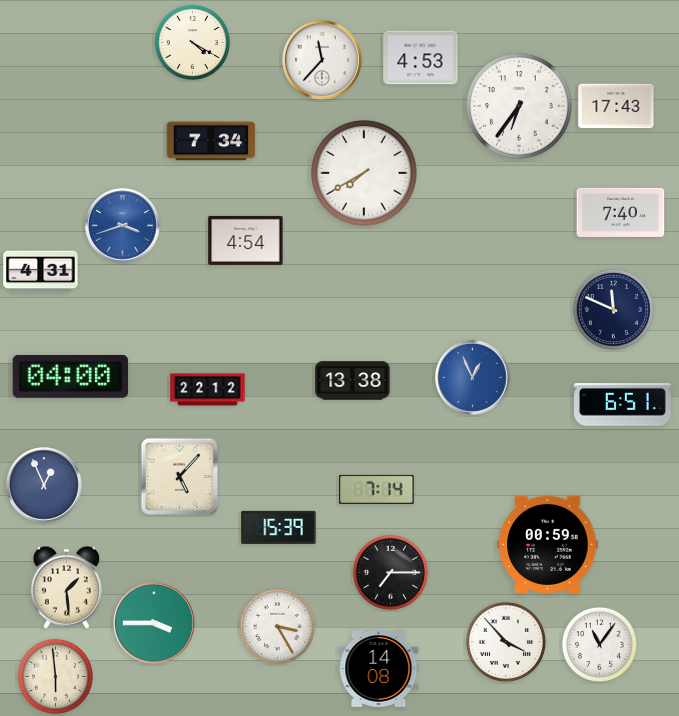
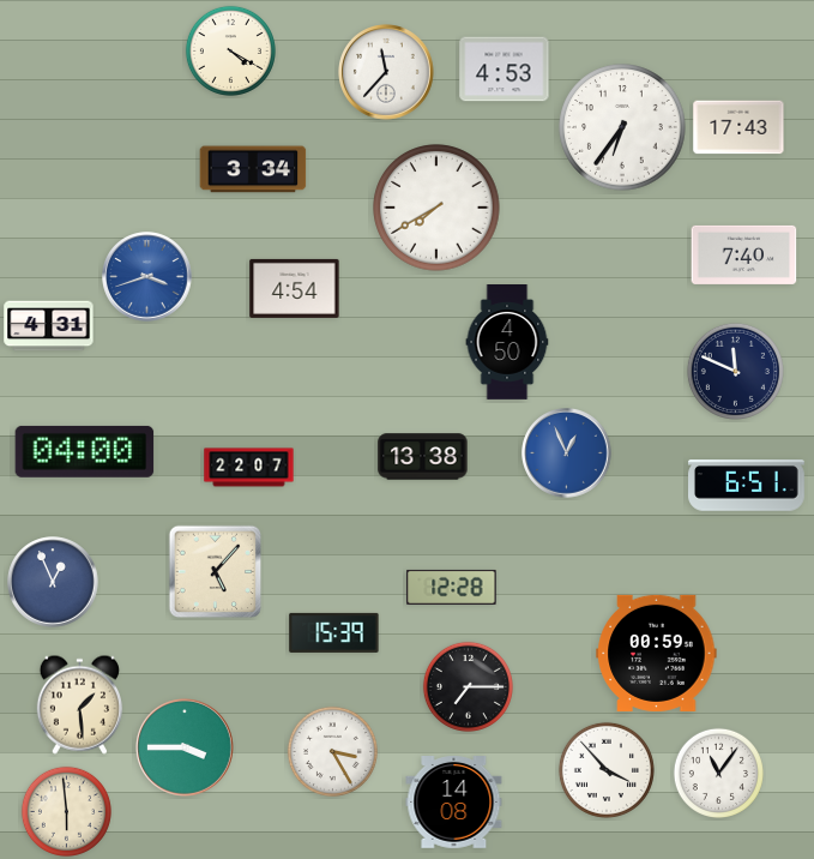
clock at (211, 141): 7:34 -> 3:34
clock at (123, 226) position: (123, 226) -> (147, 277)
clock at (507, 343): none -> 4:50
clock at (208, 390): 22:12 -> 22:07
clock at (377, 489): 7:14 -> 12:28
